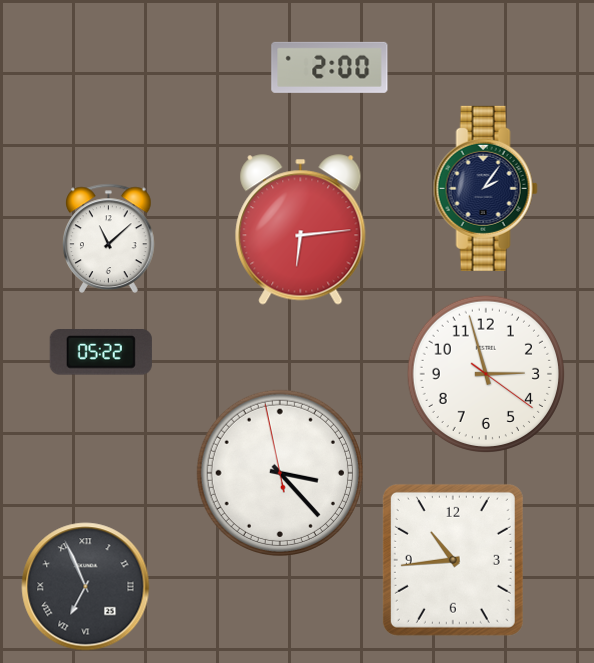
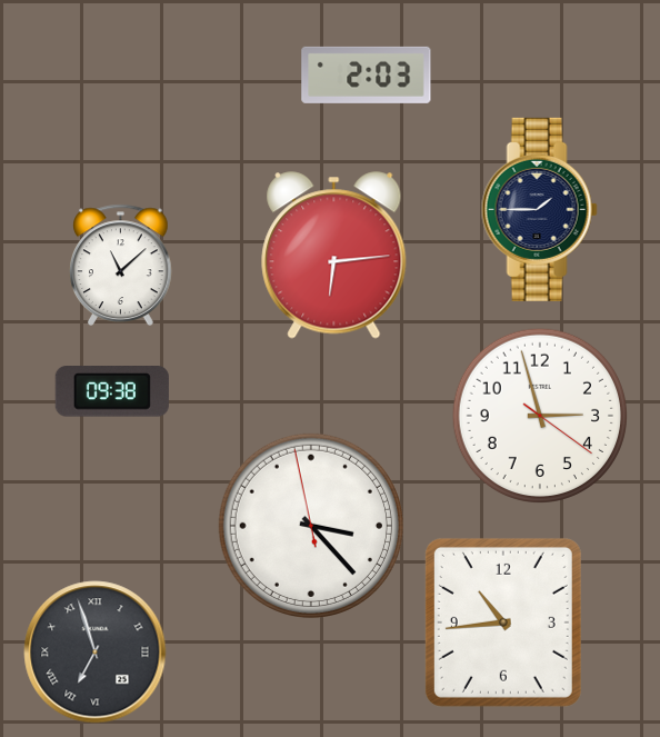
clock at (330, 67): 2:00 -> 2:03
clock at (485, 188): 2:06 -> 1:45
clock at (101, 352): 05:22 -> 09:38
clock at (86, 587): 6:56 -> 6:57
